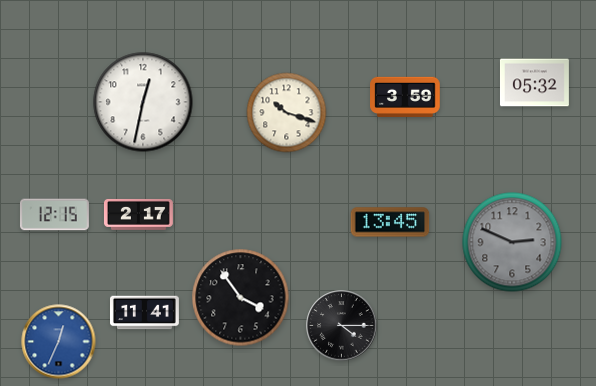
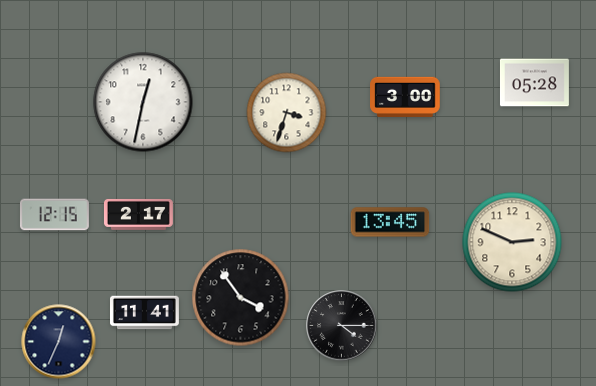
clock at (534, 83): 05:32 -> 05:28
clock at (405, 97): 3:59 -> 3:00
clock at (287, 113): 10:18 -> 3:33
clock at (512, 242) dial: grey -> cream
clock at (59, 342) dial: blue -> navy
